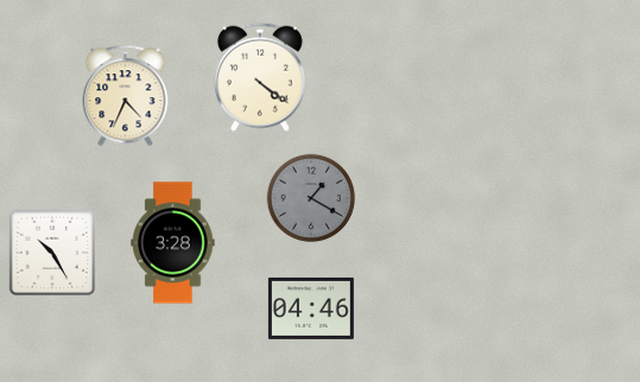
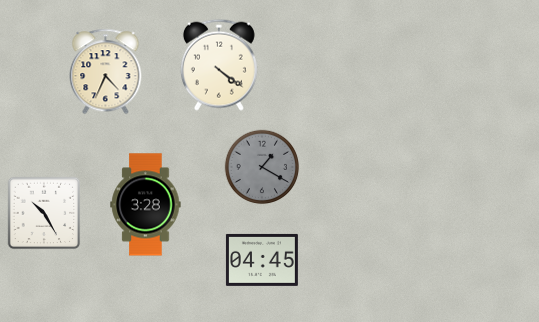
clock at (126, 96) position: (126, 96) -> (106, 72)
clock at (311, 308): 04:46 -> 04:45
